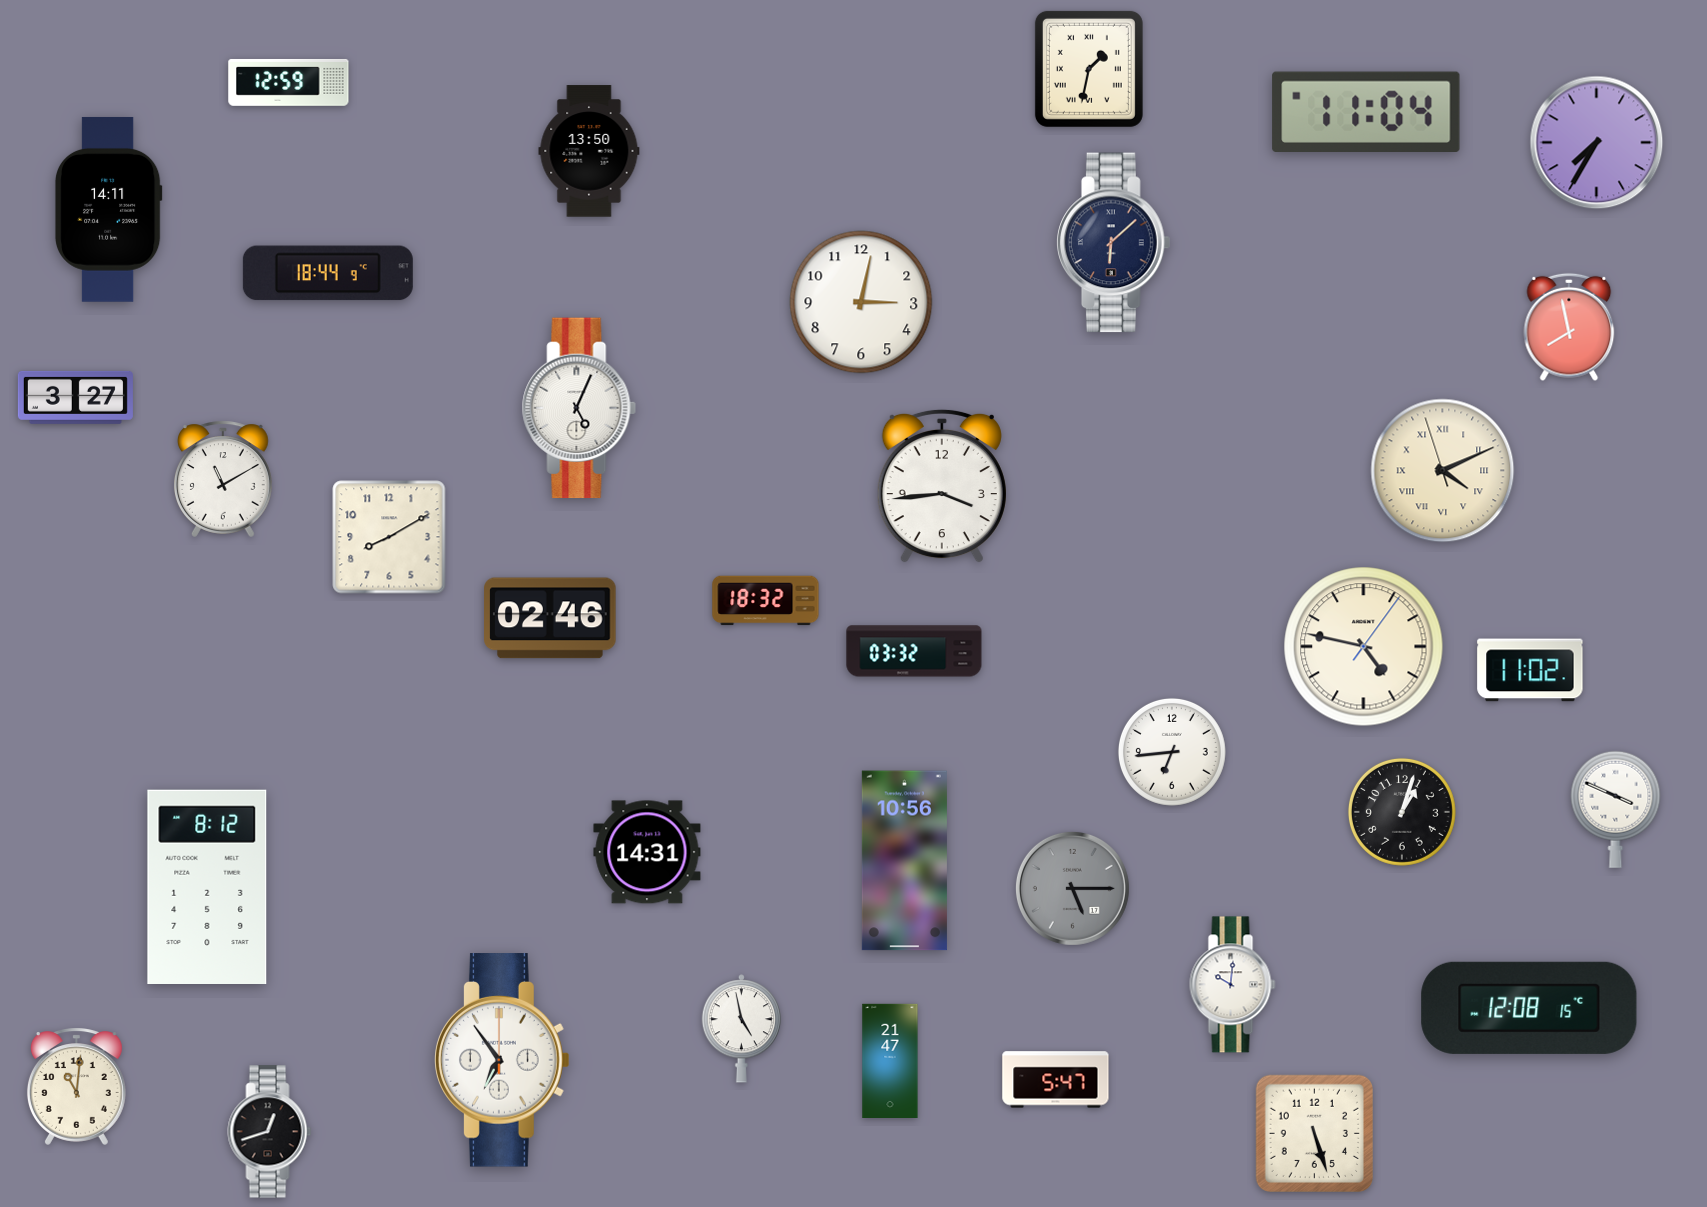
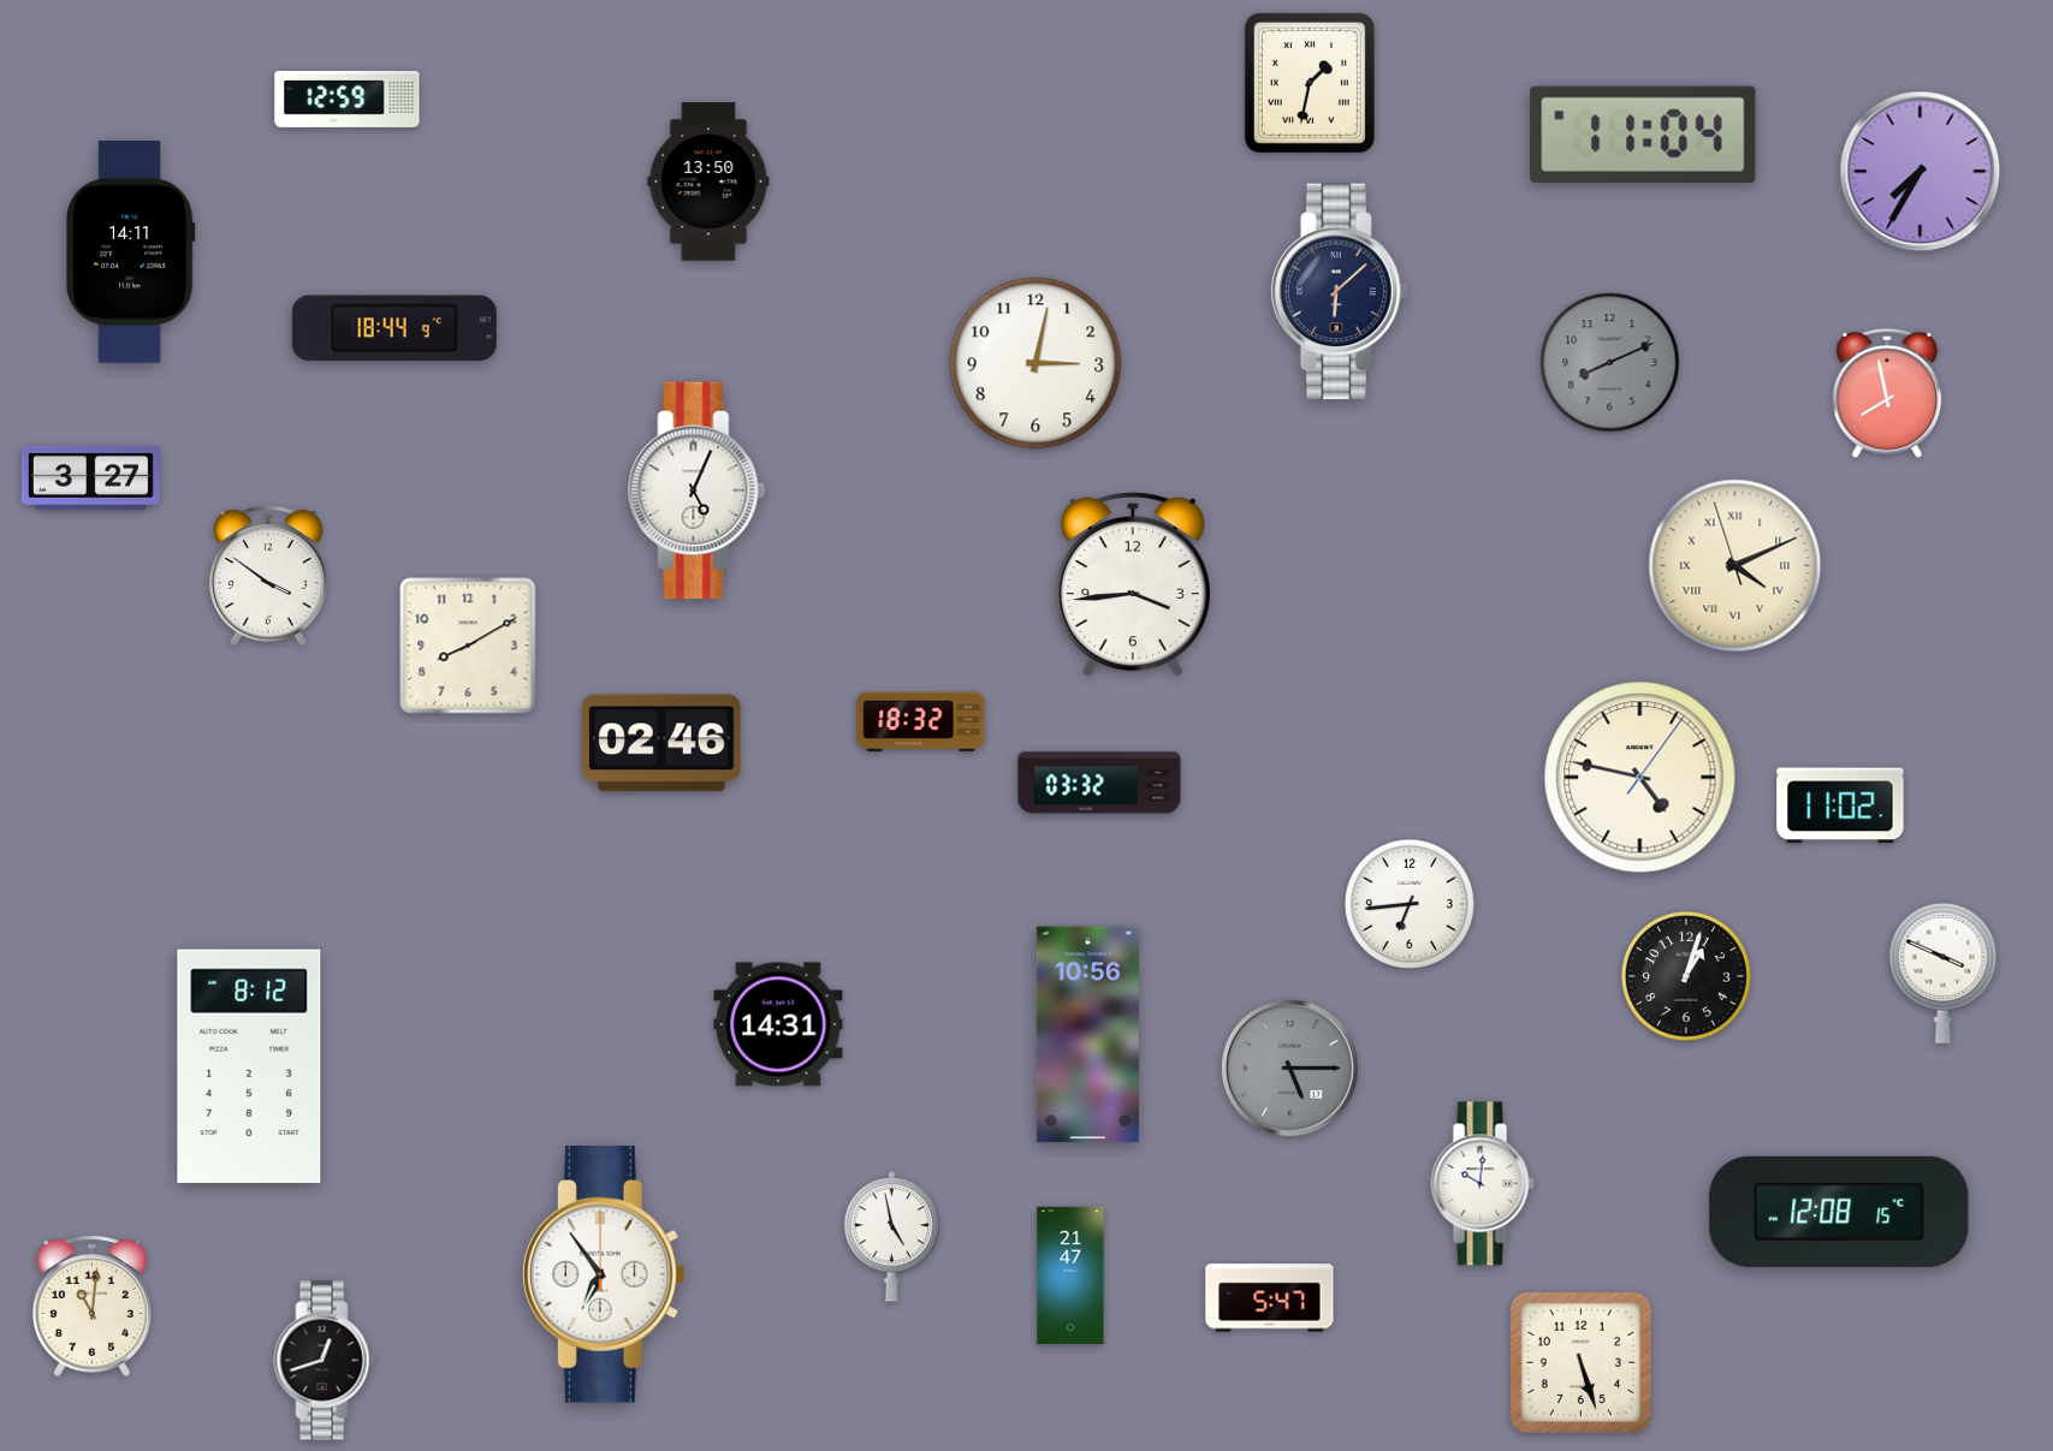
clock at (1610, 363): none -> 8:11
clock at (223, 479): 11:10 -> 3:51
